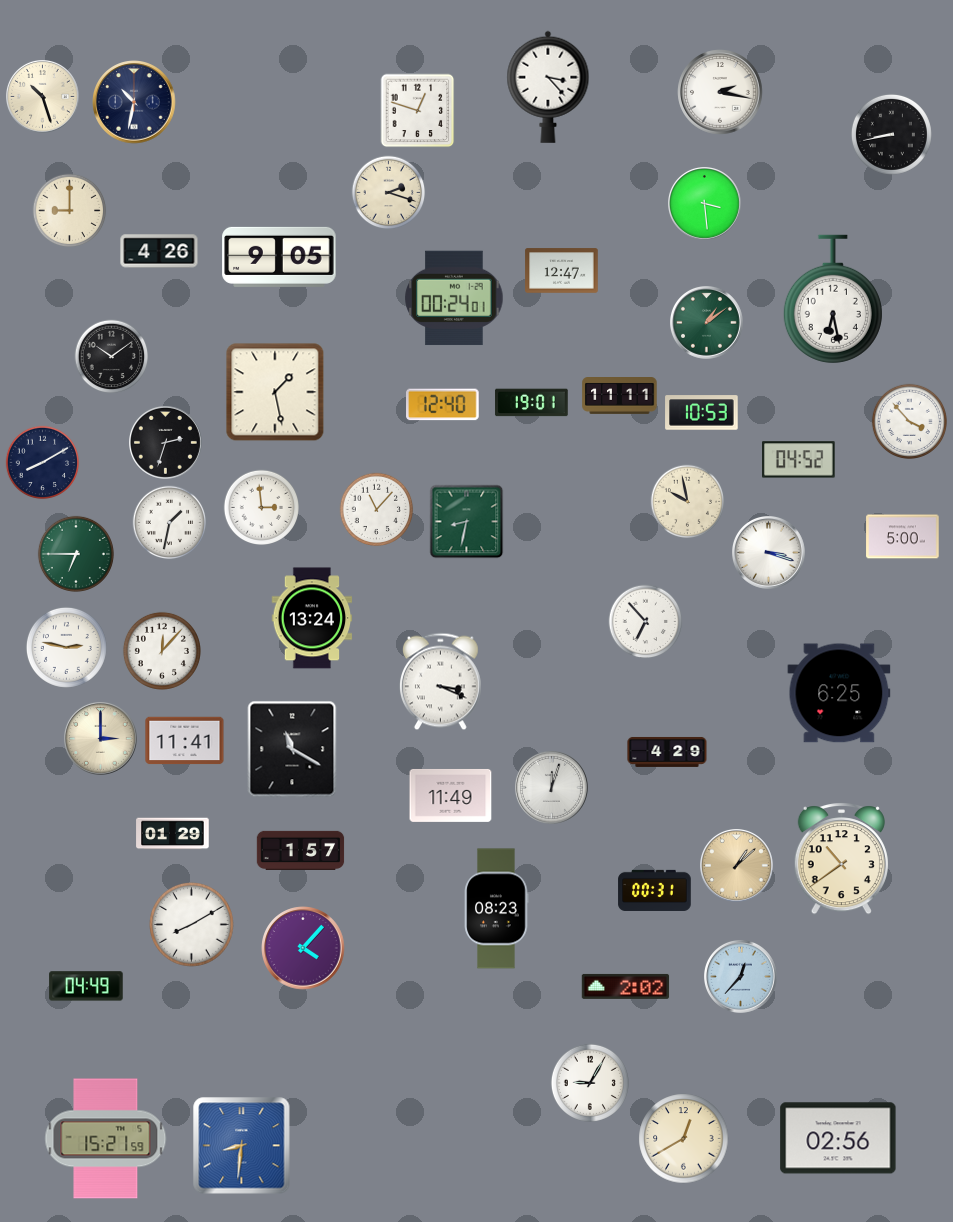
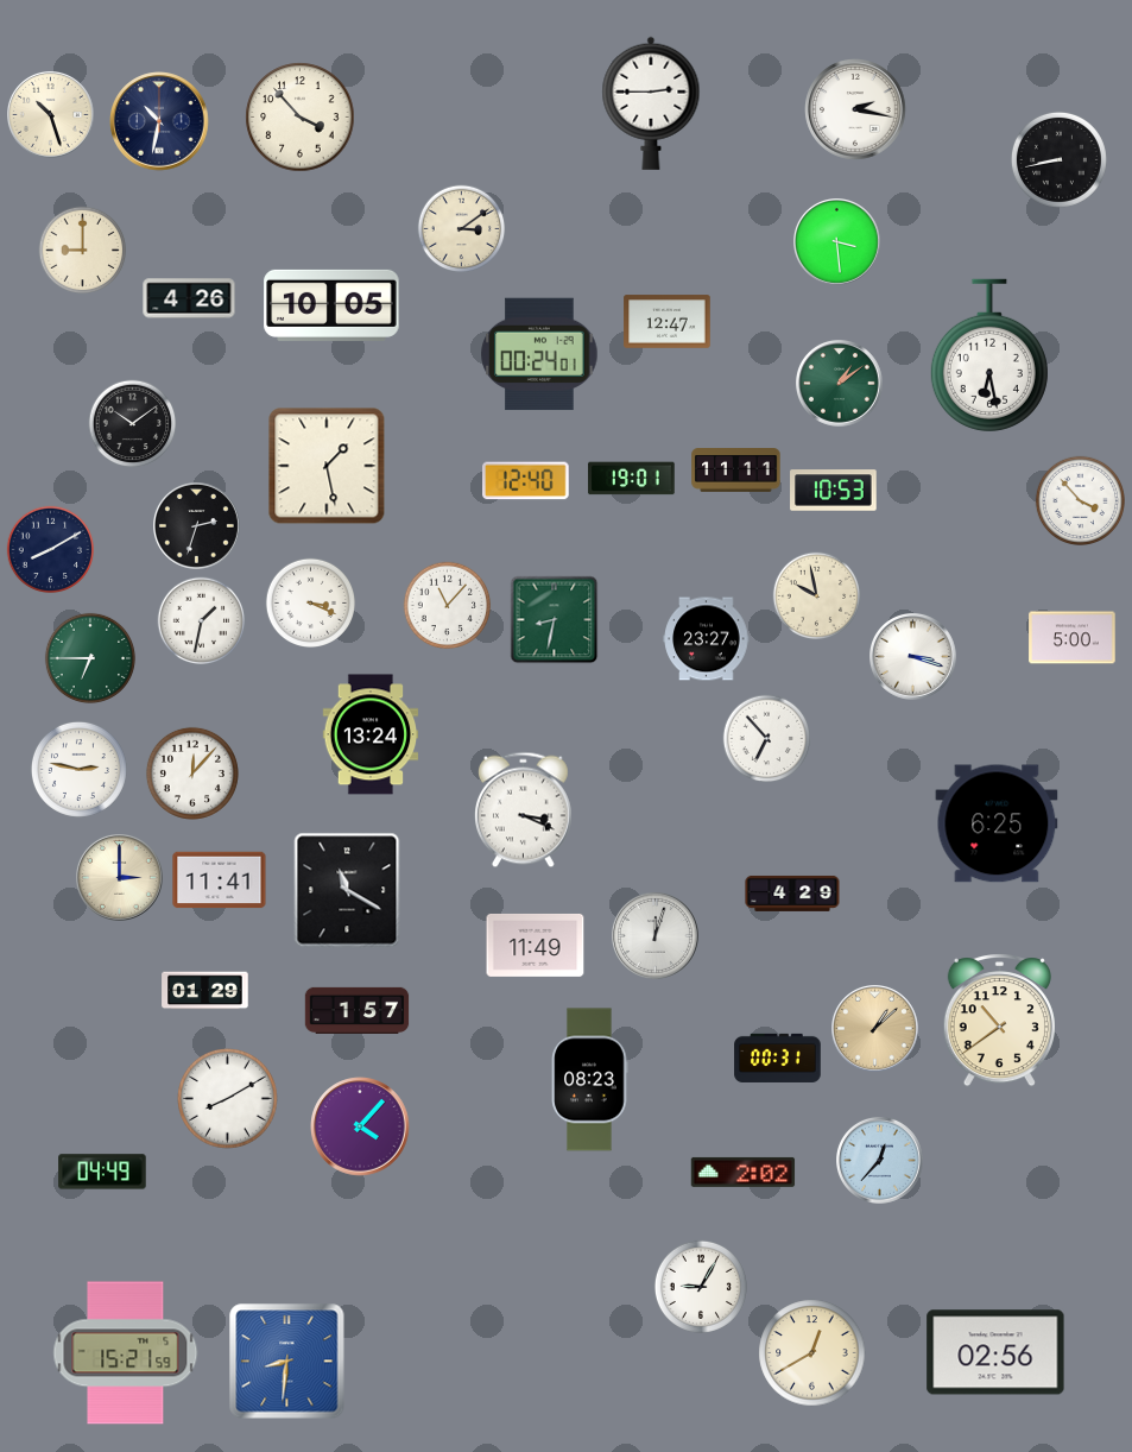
clock at (548, 87): 3:23 -> 2:45
clock at (301, 118): none -> 3:53
clock at (418, 111): 12:48 -> none
clock at (389, 193): 2:18 -> 3:09
clock at (279, 257): 9:05 -> 10:05
clock at (799, 460): 04:52 -> none
clock at (261, 507): 2:59 -> 3:19
clock at (707, 639): none -> 23:27
